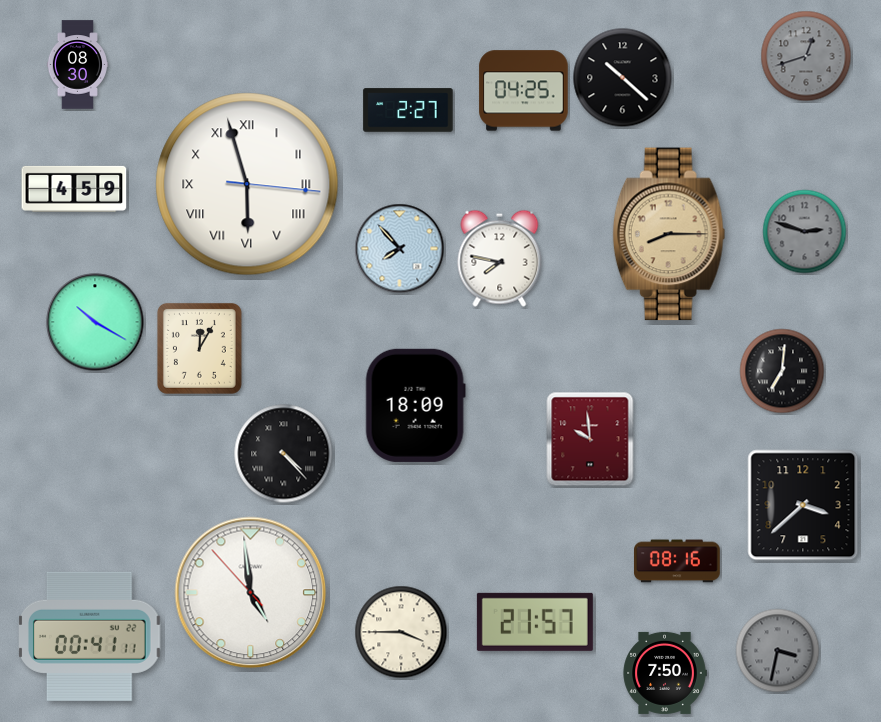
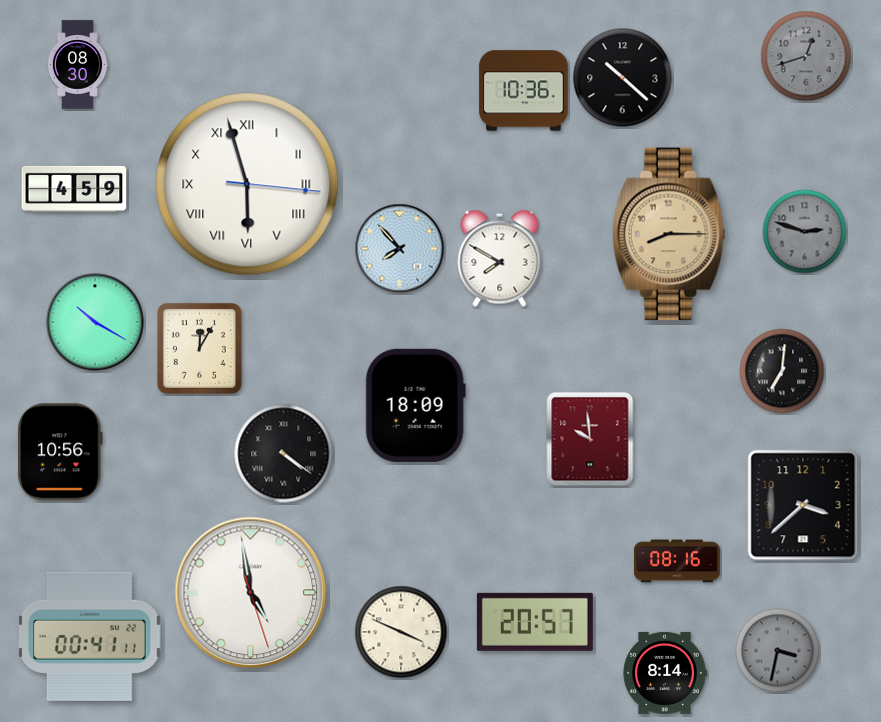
clock at (524, 91): 04:25 -> 10:36
clock at (408, 110): 2:27 -> none
clock at (500, 258): 7:47 -> 7:50
clock at (61, 452): none -> 10:56
clock at (284, 454): 4:23 -> 4:21
clock at (251, 593): 4:58:53 -> 4:58:27
clock at (535, 622): 21:57 -> 20:57
clock at (401, 632): 3:45 -> 3:49
clock at (665, 673): 7:50 -> 8:14
